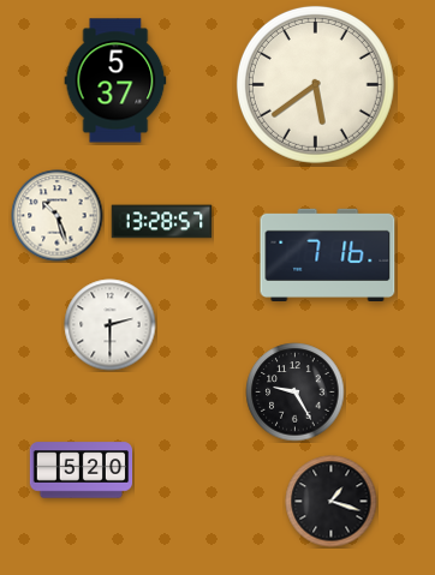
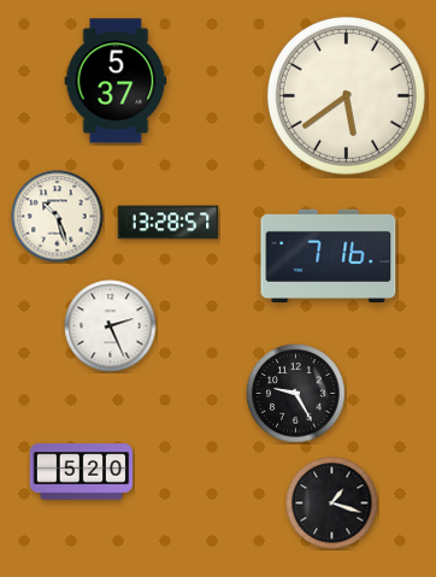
clock at (315, 84) position: (315, 84) -> (346, 95)
clock at (162, 222) position: (162, 222) -> (169, 223)
clock at (111, 325): 2:30 -> 2:26
